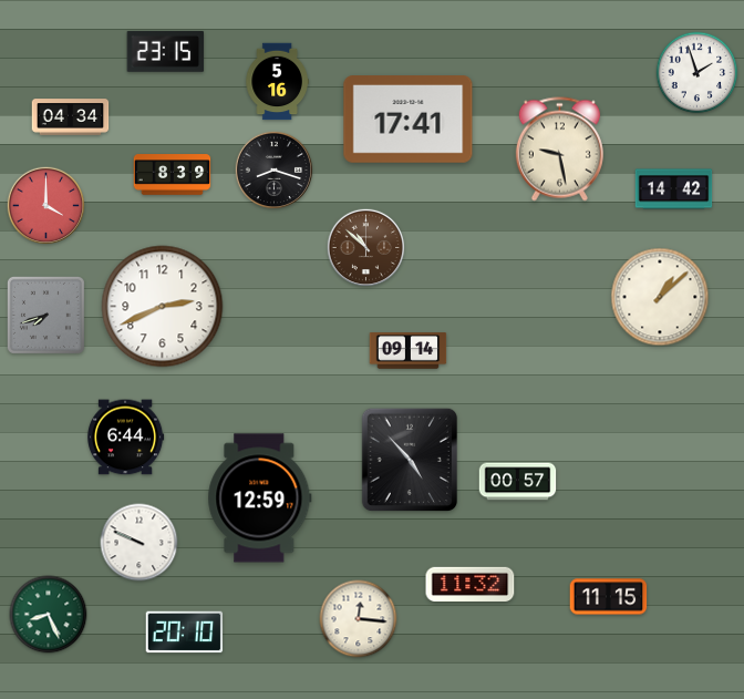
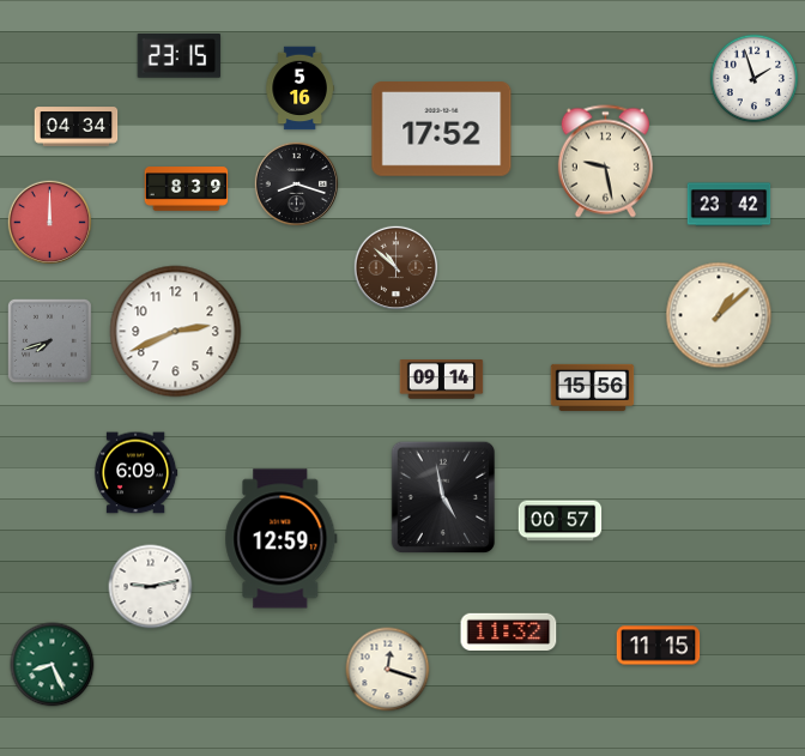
clock at (409, 120): 17:41 -> 17:52
clock at (674, 189): 14:42 -> 23:42
clock at (46, 206): 4:00 -> 12:00
clock at (660, 297) position: (660, 297) -> (719, 315)
clock at (593, 387): none -> 15:56
clock at (125, 438): 6:44 -> 6:09
clock at (410, 460): 4:53 -> 4:58
clock at (139, 543): 9:49 -> 9:13
clock at (359, 619): 12:16 -> 12:18
clock at (185, 633): 20:10 -> none
